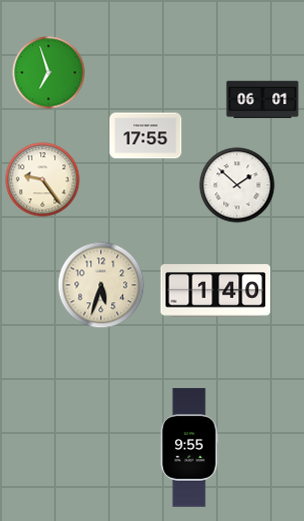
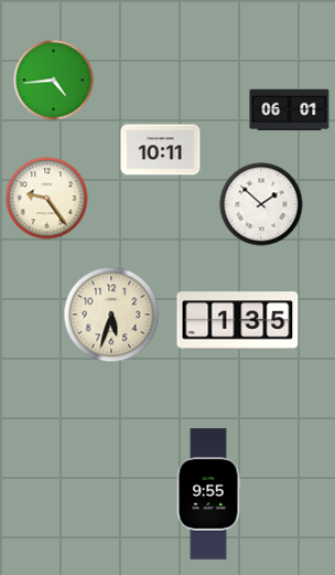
clock at (49, 73): 6:57 -> 4:44
clock at (146, 136): 17:55 -> 10:11
clock at (216, 291): 1:40 -> 1:35
